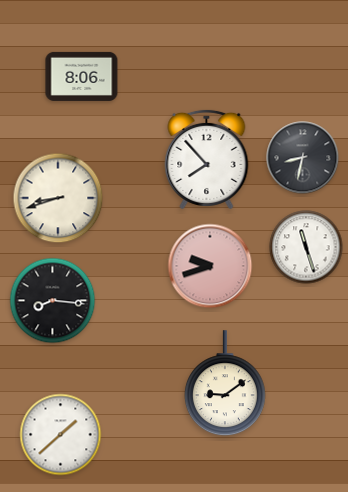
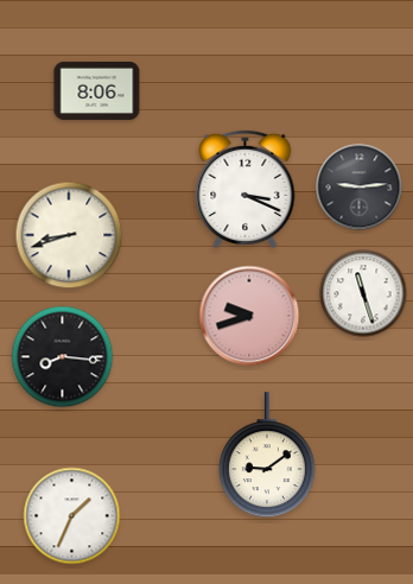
clock at (303, 158): 8:32 -> 9:14
clock at (207, 159): 7:53 -> 3:19
clock at (61, 435): 1:38 -> 1:34
